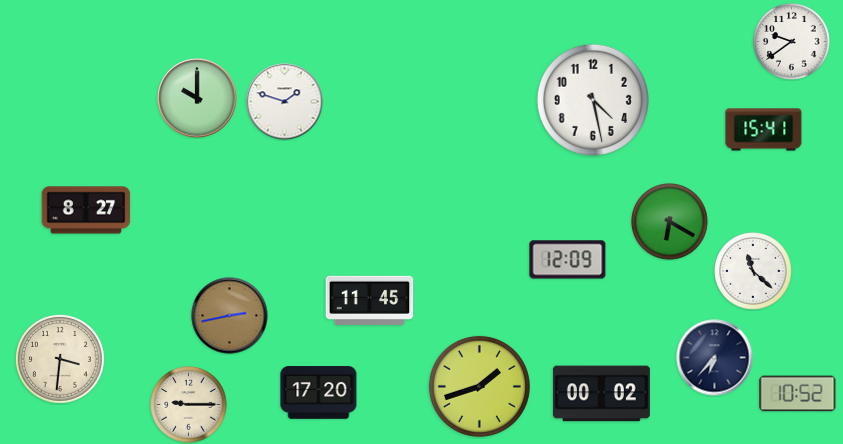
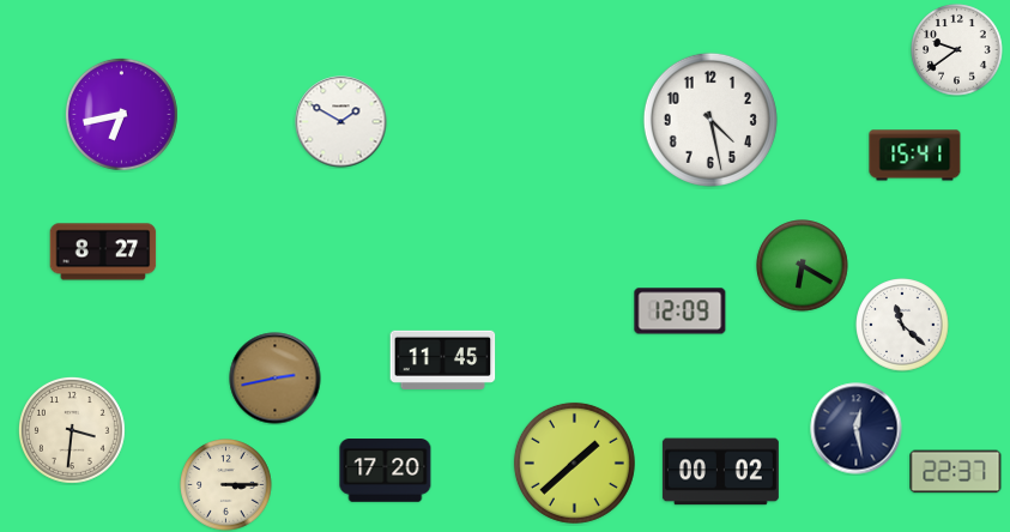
clock at (792, 42) position: (792, 42) -> (957, 50)
clock at (121, 114): none -> 6:43
clock at (197, 98): 10:00 -> none
clock at (285, 102): 1:48 -> 1:50
clock at (715, 358): 6:37 -> 12:28
clock at (479, 386): 1:42 -> 1:38
clock at (319, 393) position: (319, 393) -> (386, 471)
clock at (798, 394): 10:52 -> 22:37
clock at (189, 405): 9:15 -> 3:15
